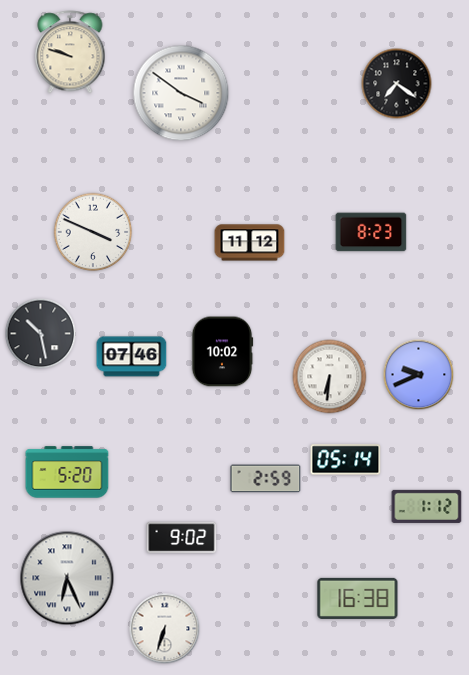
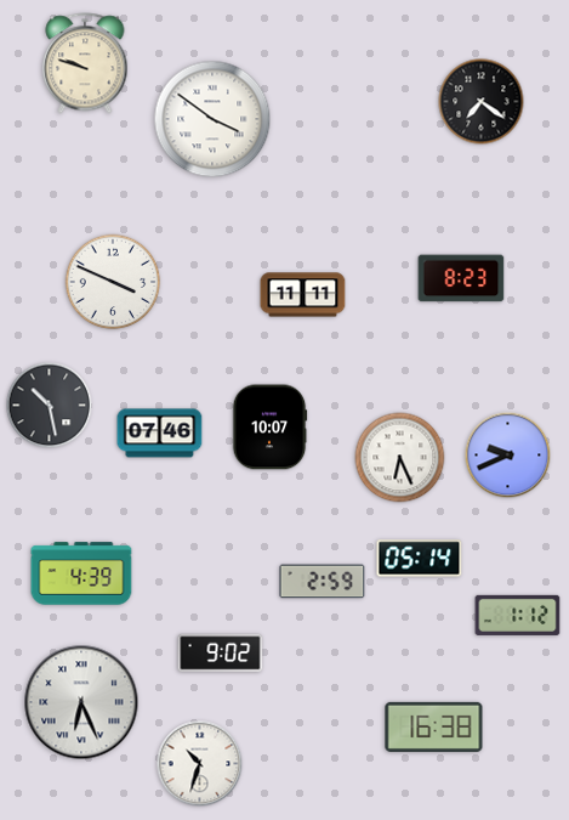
clock at (181, 93) position: (181, 93) -> (212, 119)
clock at (371, 232) position: (371, 232) -> (461, 278)
clock at (250, 243): 11:12 -> 11:11
clock at (222, 352): 10:02 -> 10:07
clock at (330, 377): 6:31 -> 6:26
clock at (67, 472): 5:20 -> 4:39
clock at (165, 629): 6:33 -> 10:33
